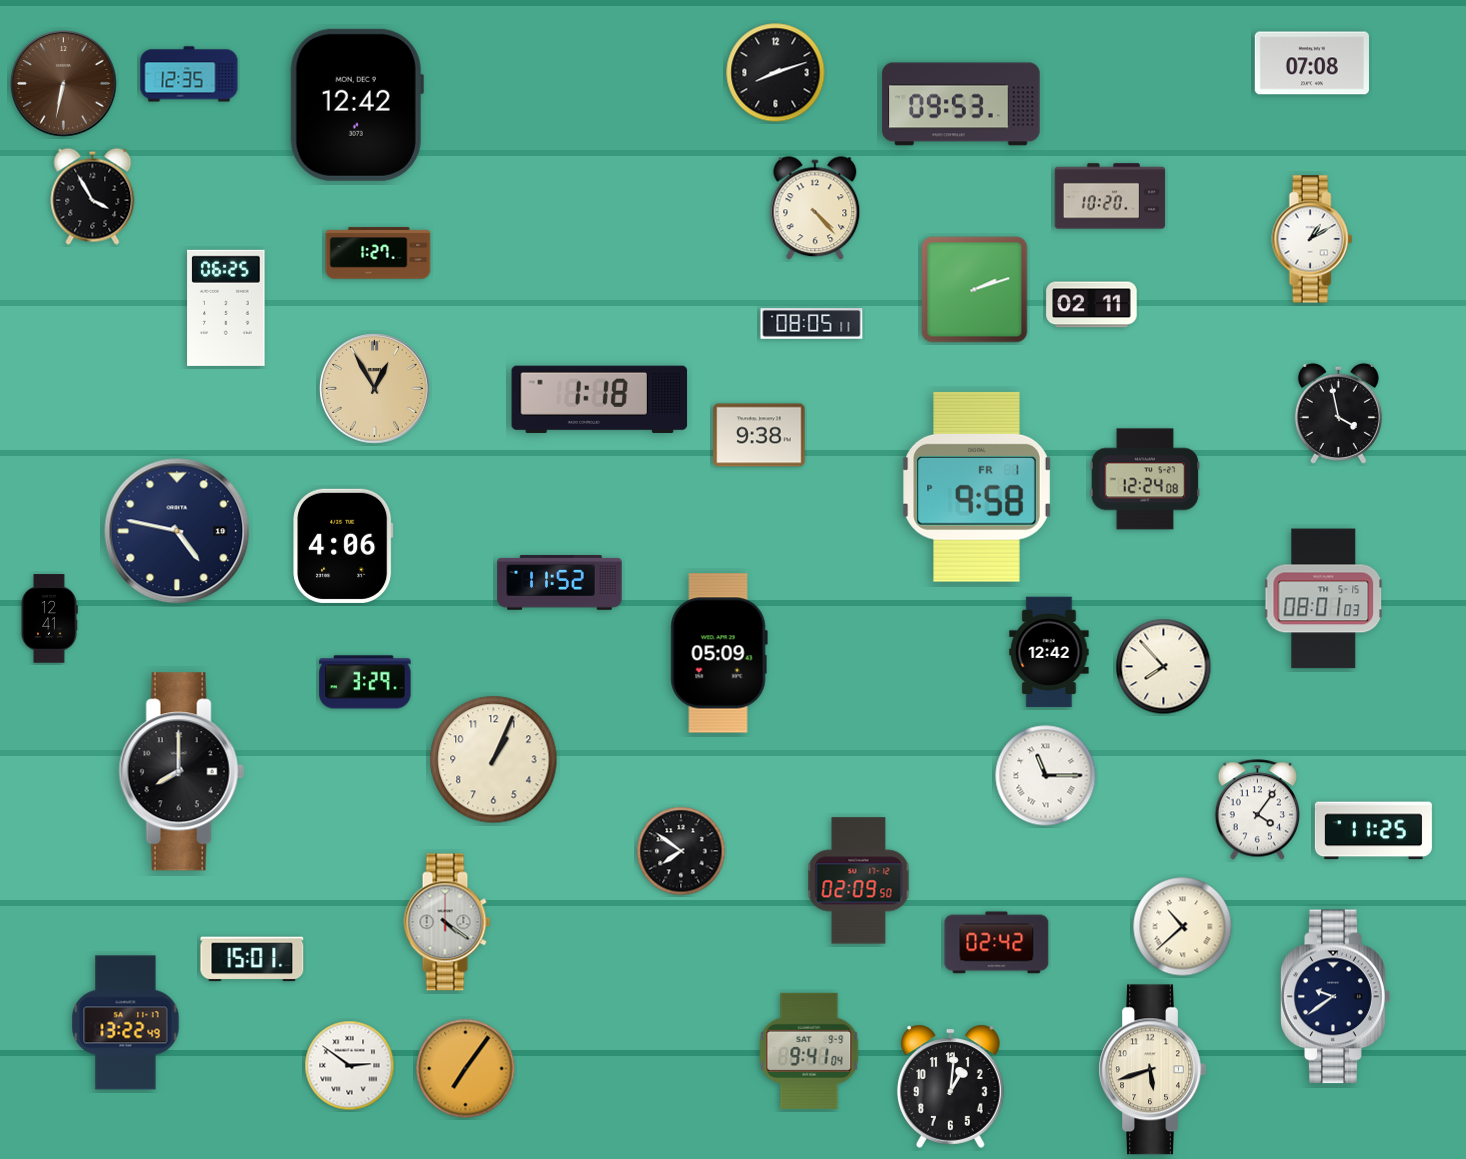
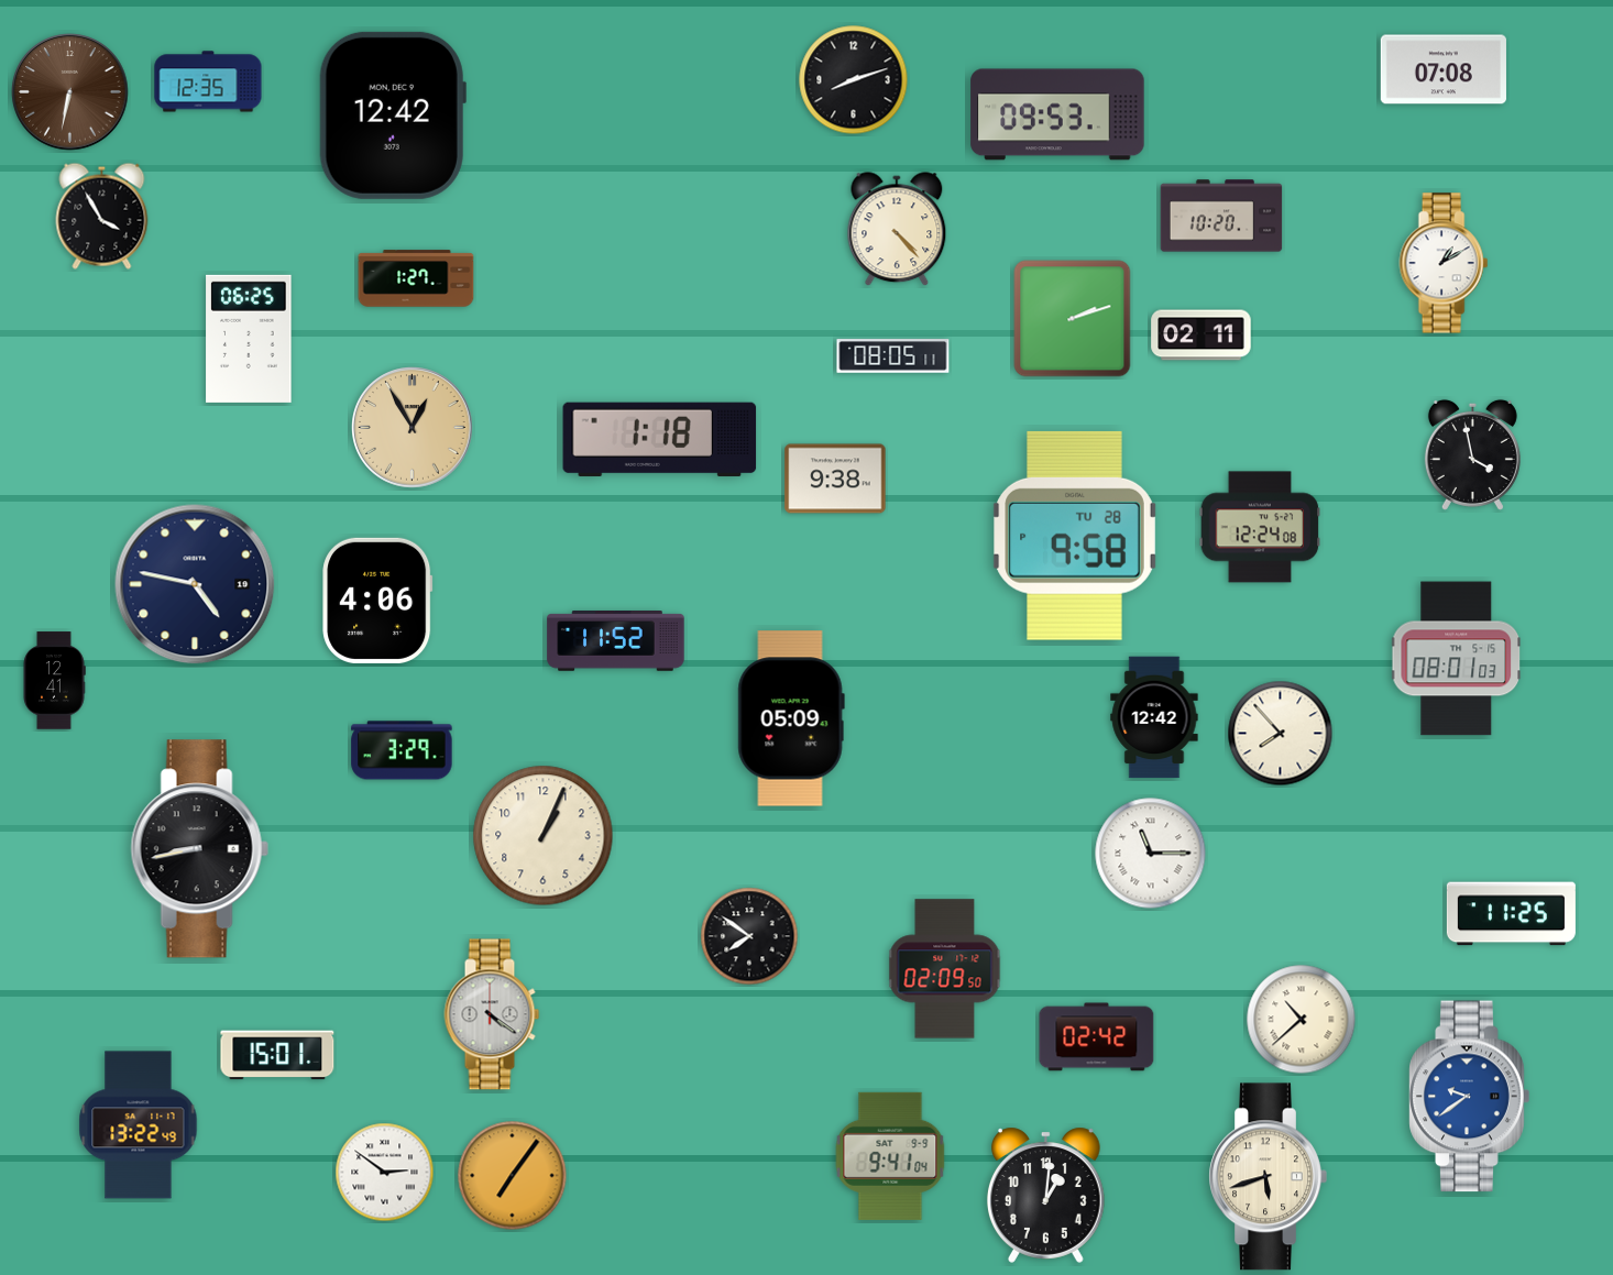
clock at (977, 487) date: FR 1 -> TU 28
clock at (181, 772): 8:00 -> 8:43
clock at (1257, 810): 4:06 -> none
clock at (1336, 997) dial: navy -> blue
